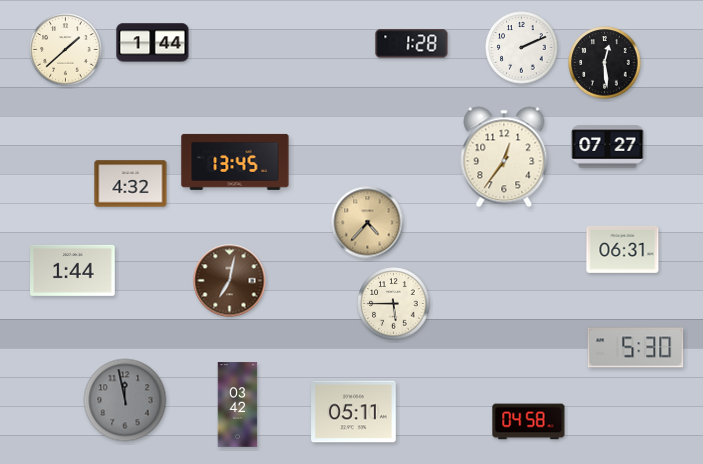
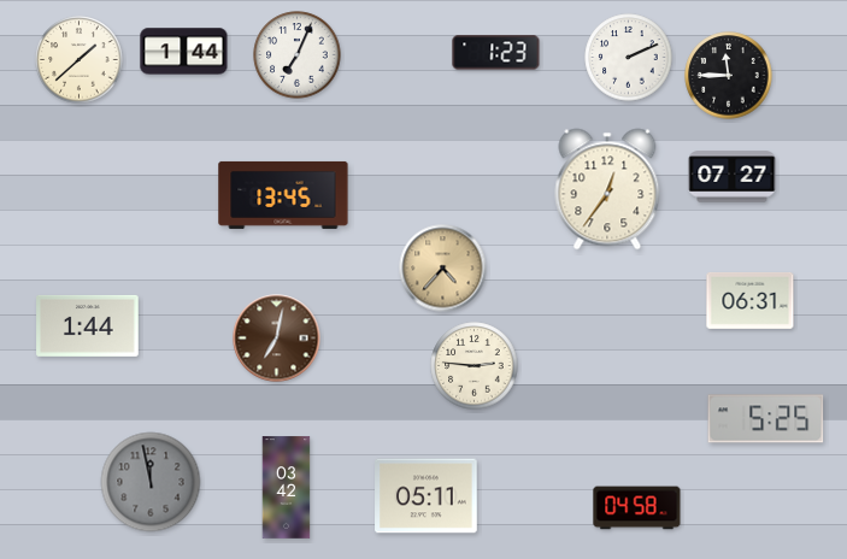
clock at (412, 44): 1:28 -> 1:23
clock at (298, 55): none -> 7:04
clock at (605, 63): 12:29 -> 11:45
clock at (131, 184): 4:32 -> none
clock at (394, 304): 5:45 -> 2:46
clock at (636, 348): 5:30 -> 5:25
